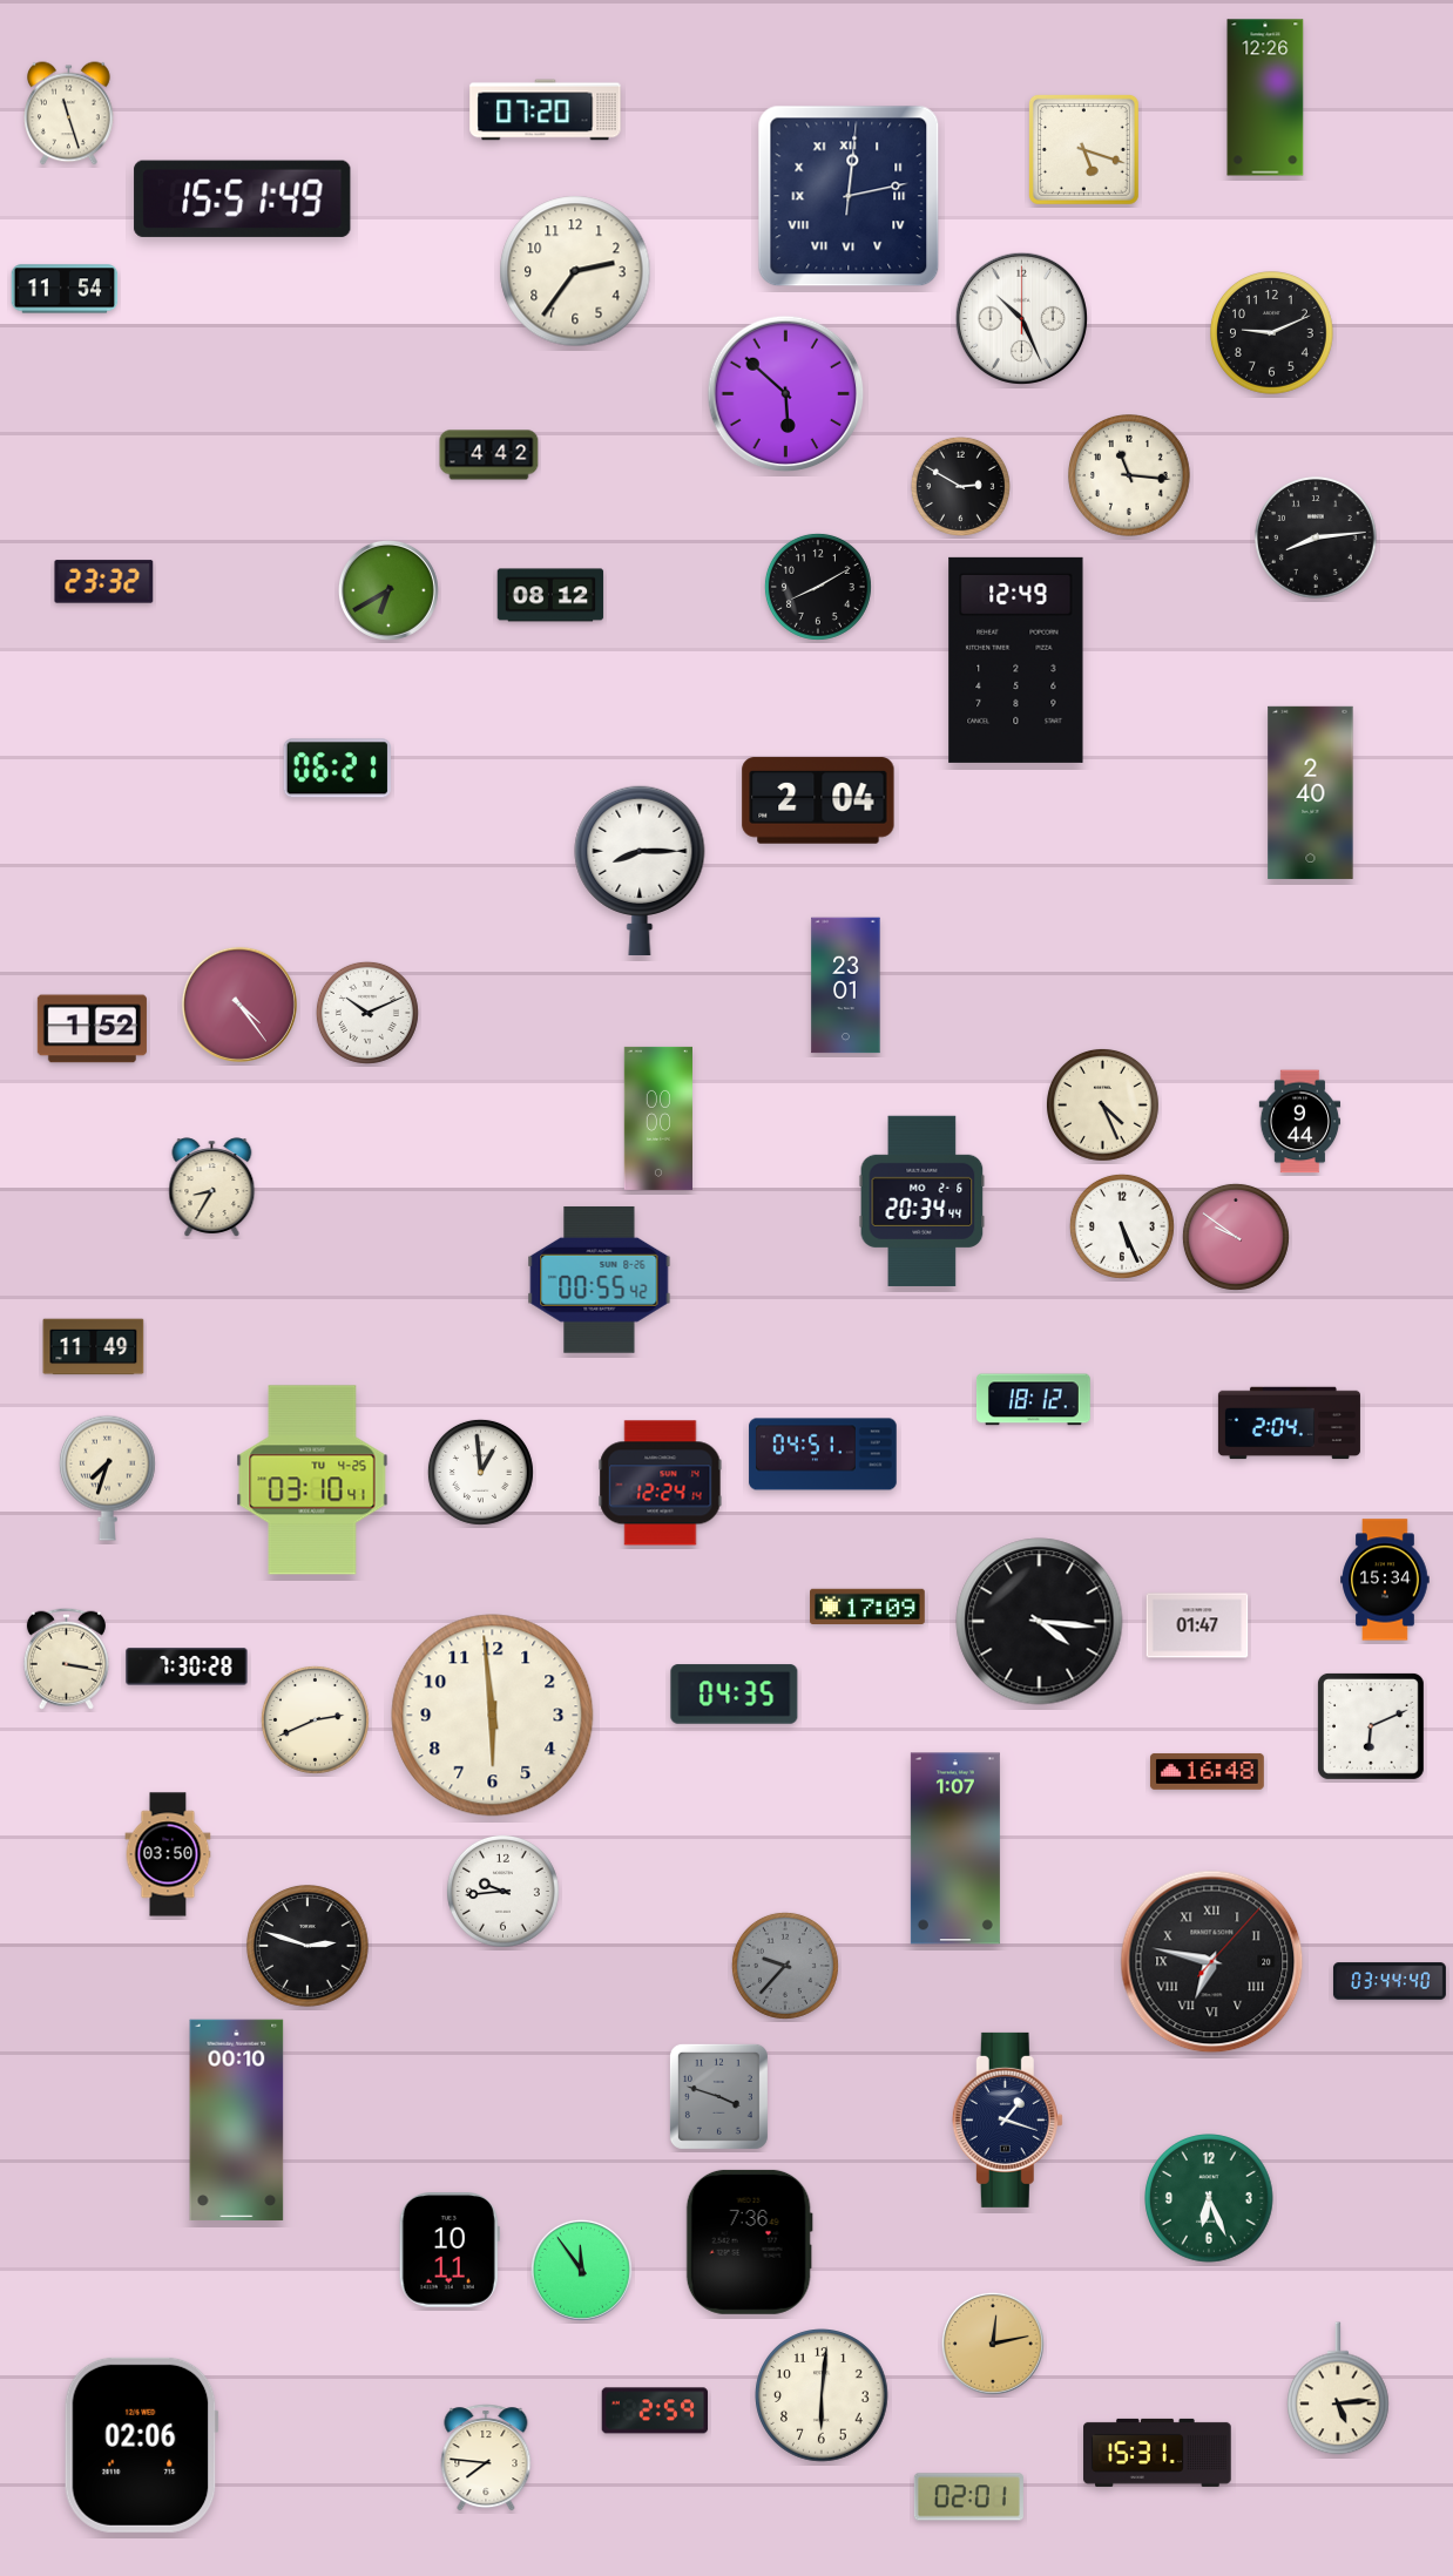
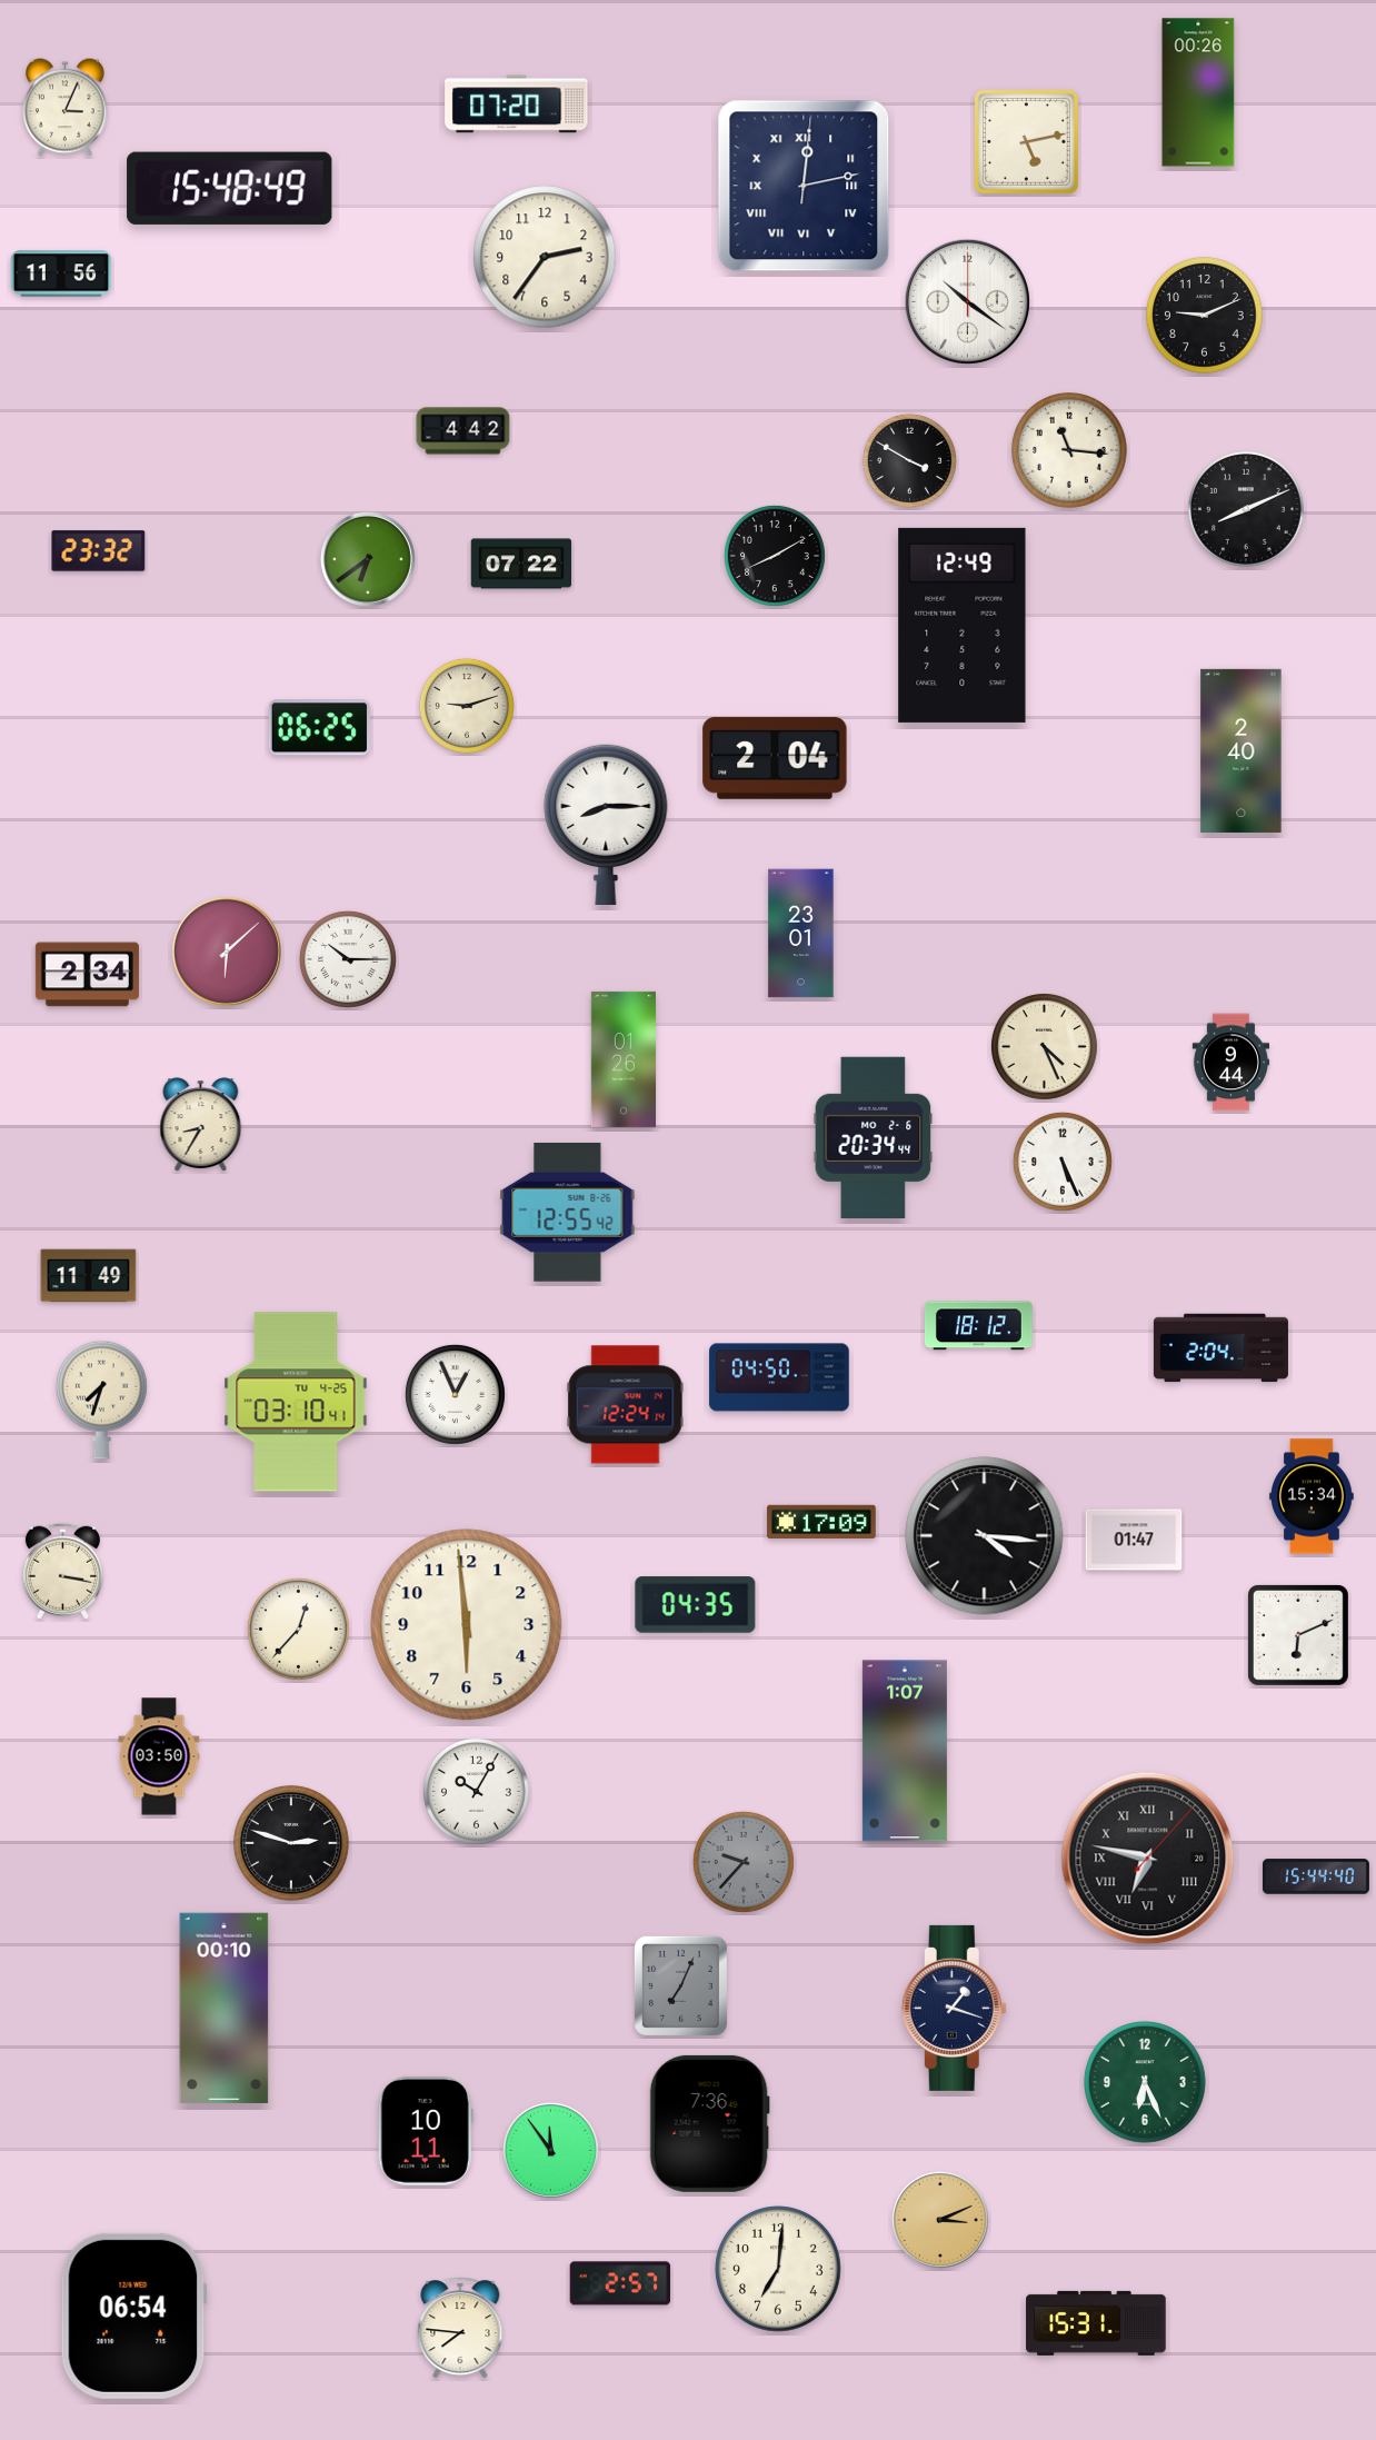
clock at (1265, 97): 12:26 -> 00:26
clock at (69, 114): 11:27 -> 3:04
clock at (1083, 149): 5:18 -> 5:13
clock at (243, 198): 15:51 -> 15:48
clock at (65, 289): 11:54 -> 11:56
clock at (1021, 318): 10:26 -> 10:21
clock at (786, 394): 5:52 -> none
clock at (960, 486): 2:50 -> 3:50
clock at (1317, 539): 8:14 -> 8:11
clock at (388, 590): 6:40 -> 6:39
clock at (550, 595): 08:12 -> 07:22
clock at (467, 706): none -> 9:12
clock at (337, 769): 06:21 -> 06:25
clock at (239, 1005): 4:24 -> 6:08
clock at (367, 1013): 10:11 -> 10:15
clock at (92, 1029): 1:52 -> 2:34
clock at (657, 1118): 00:00 -> 01:26
clock at (1236, 1237): 9:51 -> none
clock at (600, 1279): 00:55 -> 12:55
clock at (823, 1454): 04:51 -> 04:50
clock at (480, 1472): 12:59 -> 12:56
clock at (187, 1666): 7:30 -> none
clock at (315, 1719): 2:41 -> 12:37
clock at (1207, 1771): 16:48 -> none
clock at (502, 1891): 9:44 -> 10:05
clock at (1390, 1981): 03:44 -> 15:44
clock at (718, 2096): 3:48 -> 7:04
clock at (993, 2344): 12:13 -> 3:11
clock at (1339, 2388): 5:14 -> none
clock at (822, 2395): 6:01 -> 7:01
clock at (655, 2411): 2:59 -> 2:57
clock at (141, 2445): 02:06 -> 06:54
clock at (968, 2497): 02:01 -> none
